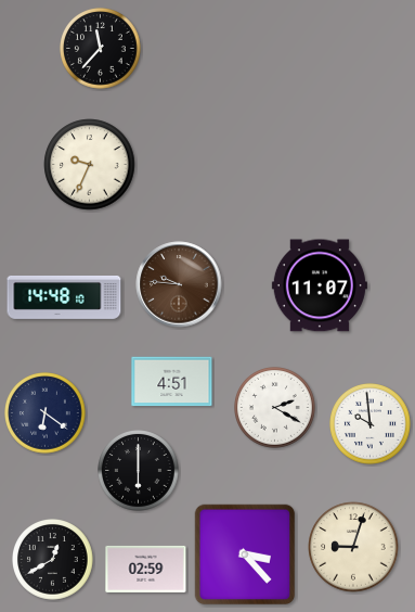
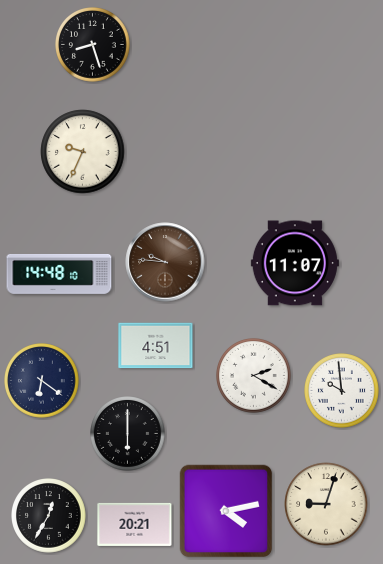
clock at (101, 49): 11:37 -> 8:27
clock at (172, 382) position: (172, 382) -> (156, 346)
clock at (245, 554): 3:23 -> 4:13
clock at (53, 560): 12:40 -> 12:35
clock at (146, 569): 02:59 -> 20:21
